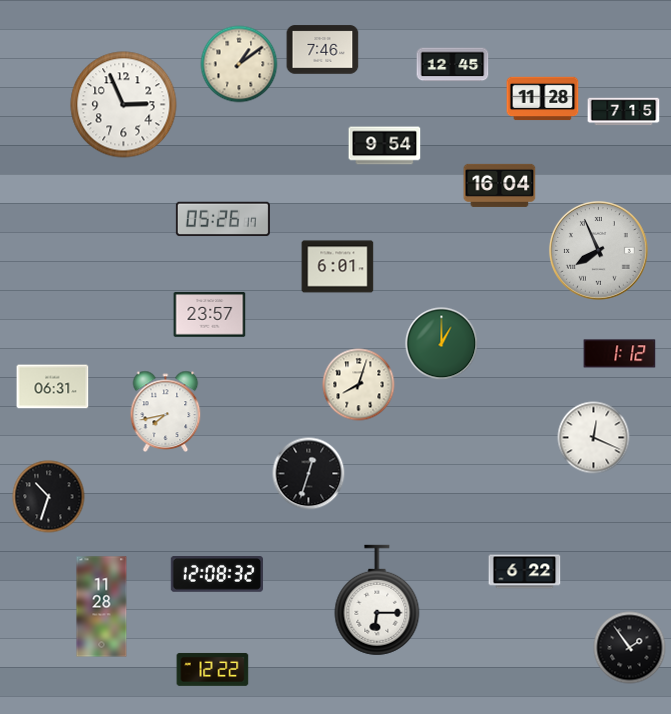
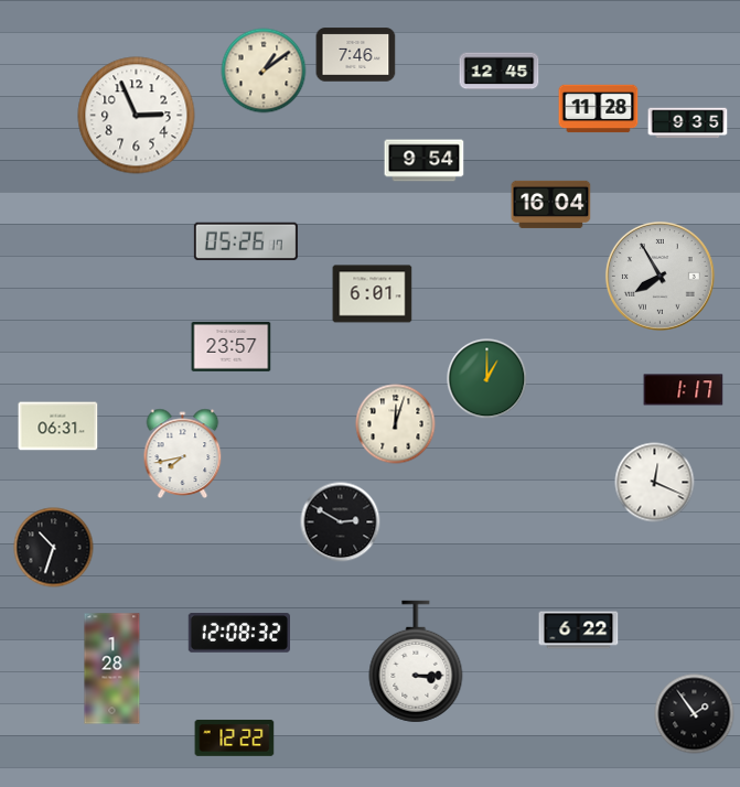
clock at (624, 112): 7:15 -> 9:35
clock at (598, 250): 7:56 -> 7:55
clock at (620, 354): 1:12 -> 1:17
clock at (359, 385): 8:03 -> 12:03
clock at (309, 474): 12:33 -> 2:50
clock at (377, 600): 6:15 -> 3:15
clock at (102, 607): 11:28 -> 1:28
